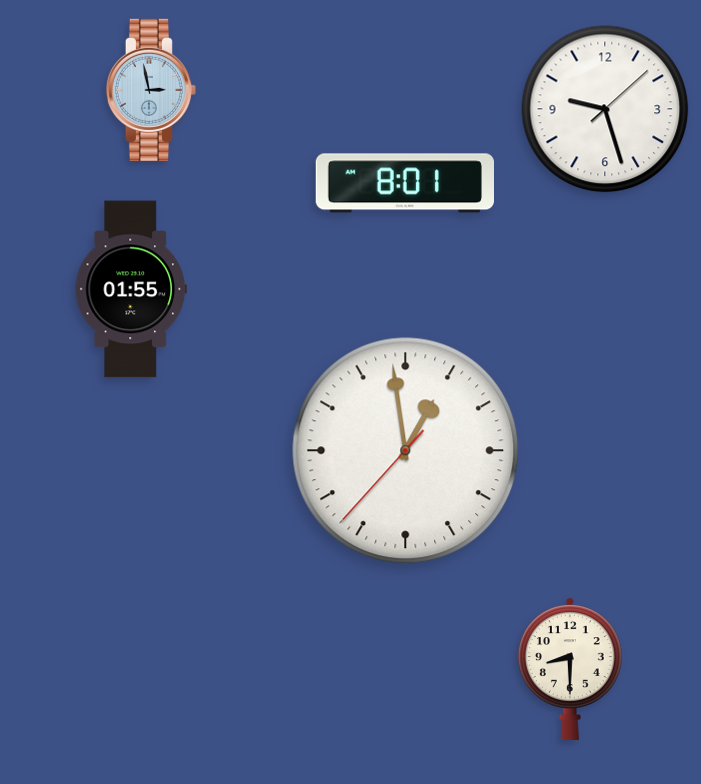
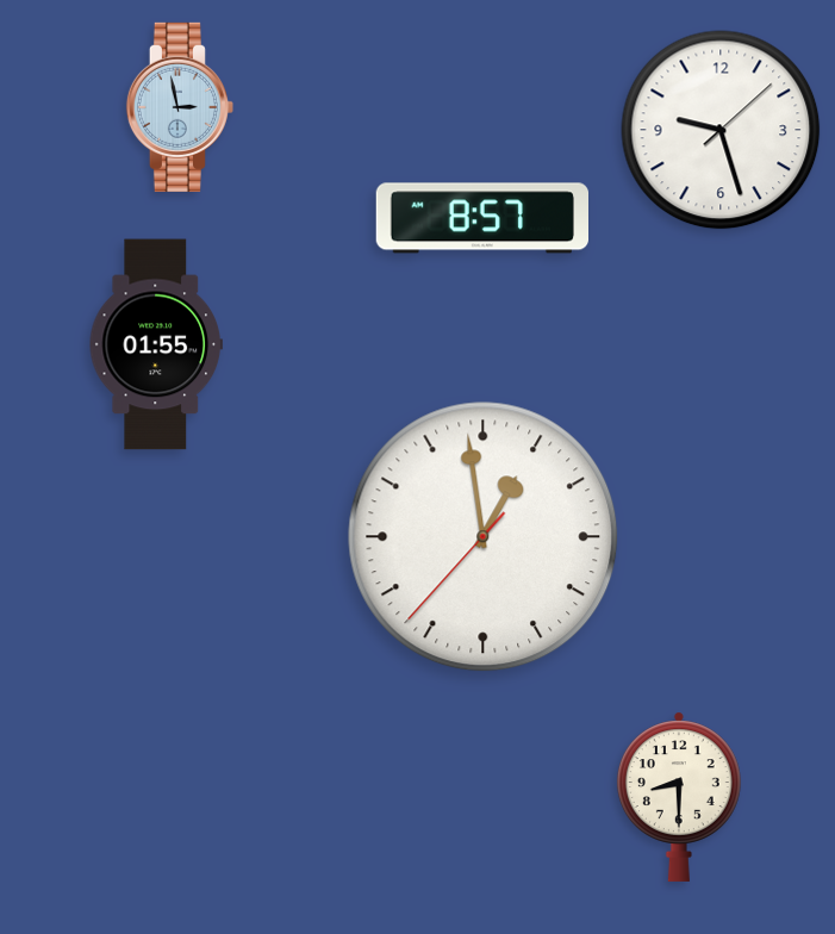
clock at (404, 183): 8:01 -> 8:57
